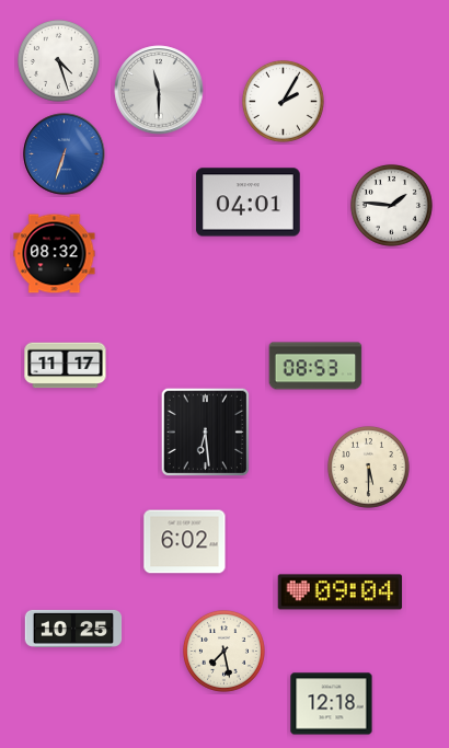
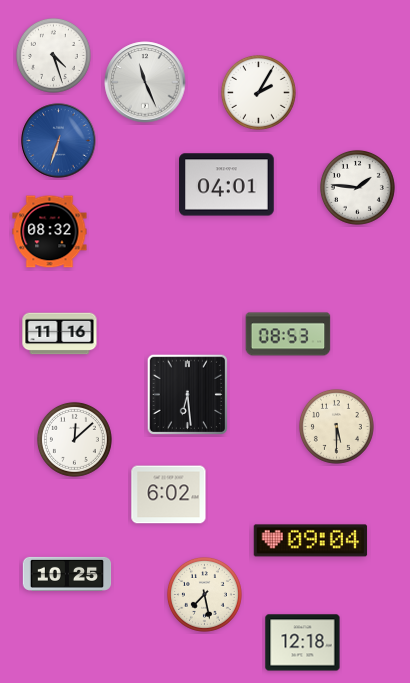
clock at (159, 90): 11:30 -> 11:26
clock at (66, 366): 11:17 -> 11:16
clock at (74, 439): none -> 12:08
